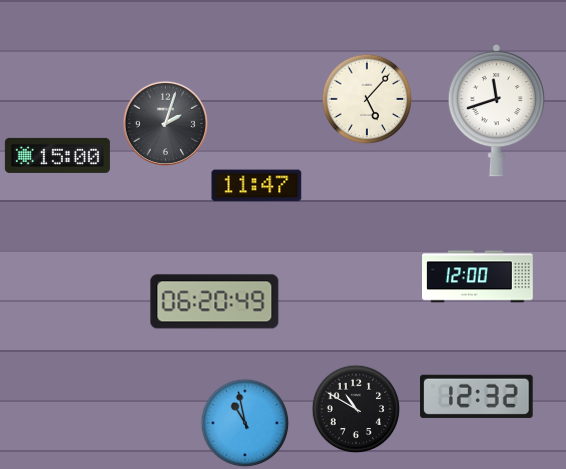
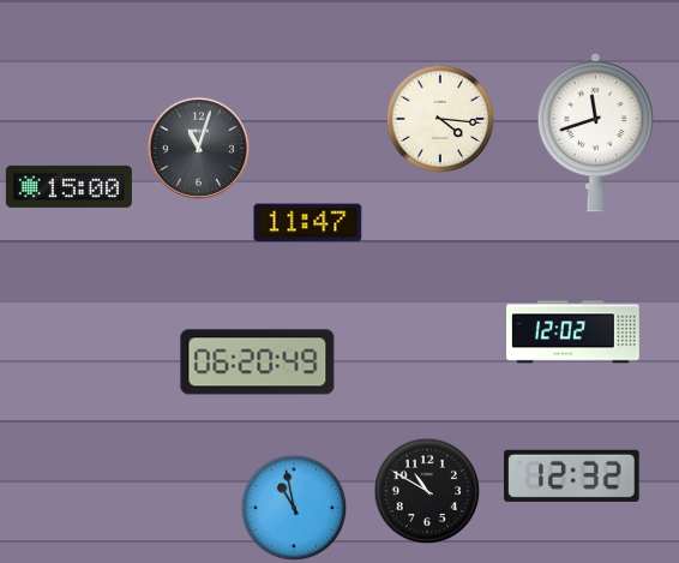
clock at (367, 99): 5:07 -> 4:16
clock at (165, 123): 2:03 -> 11:03
clock at (478, 277): 12:00 -> 12:02
